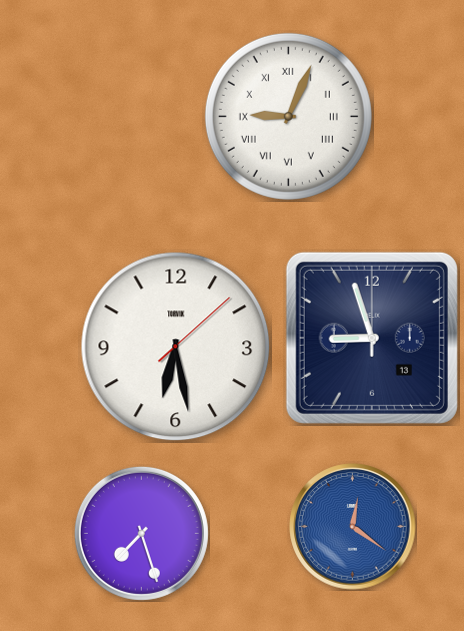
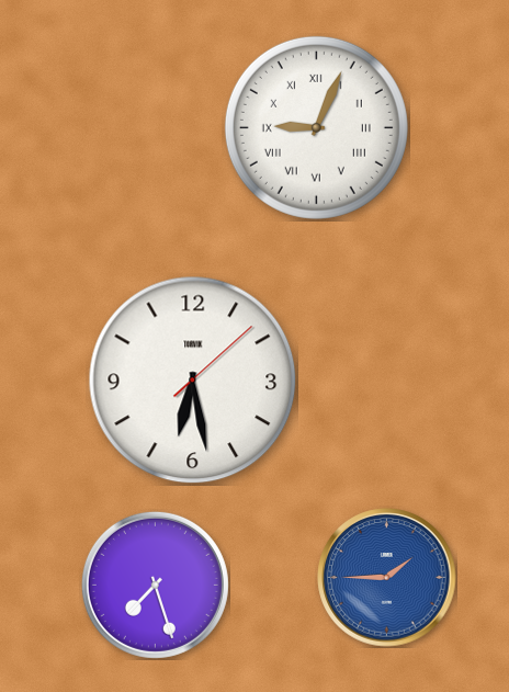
clock at (372, 338): 8:57 -> none
clock at (353, 527): 12:21 -> 1:45
